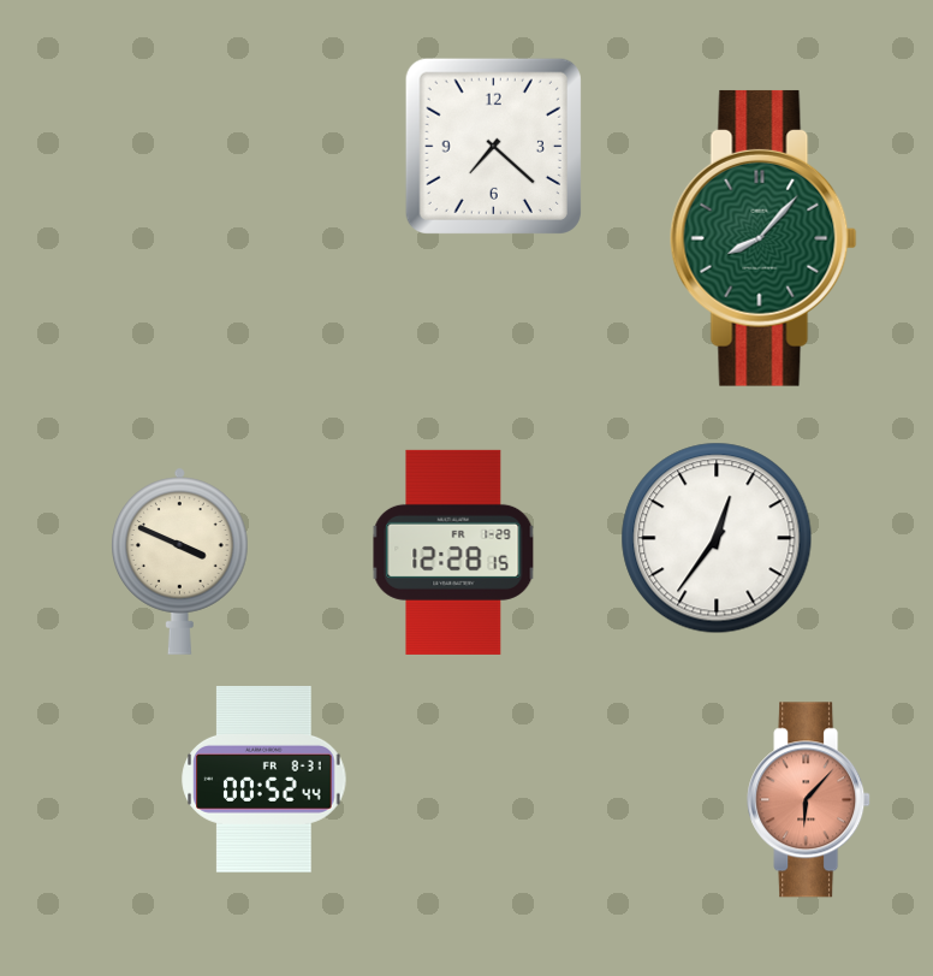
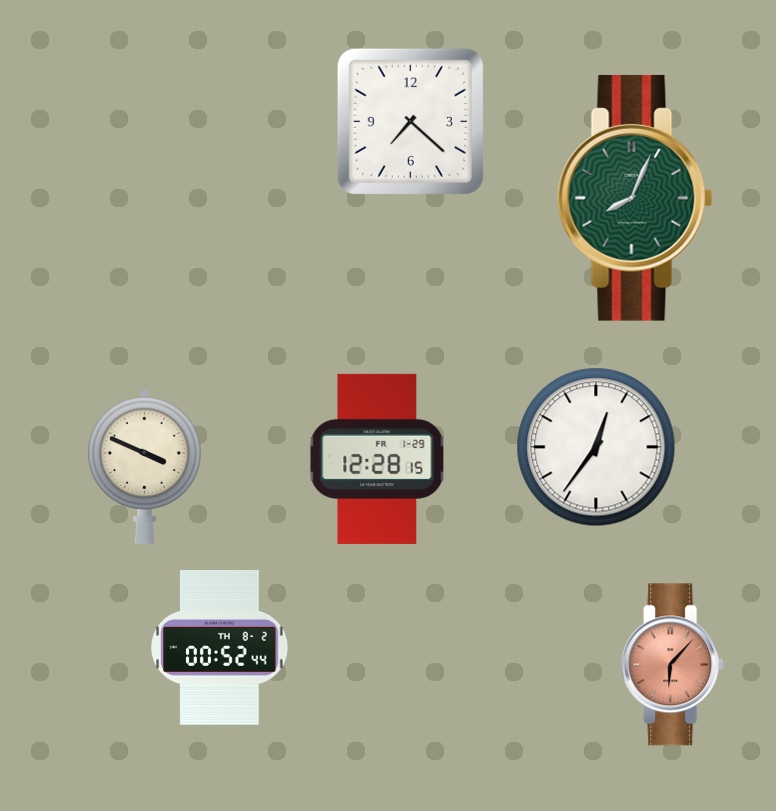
clock at (763, 238): 8:07 -> 8:04
clock at (180, 561) position: (180, 561) -> (145, 466)
clock at (265, 779) date: FR 8-31 -> TH 8-2
